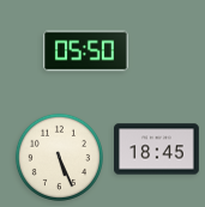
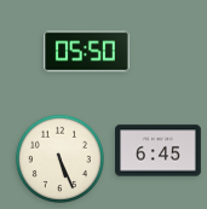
clock at (157, 150): 18:45 -> 6:45
